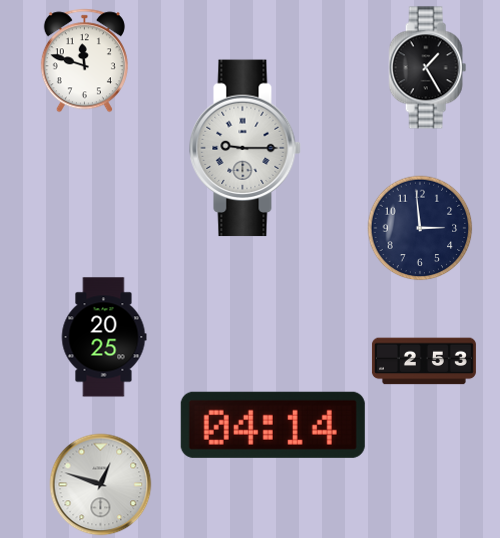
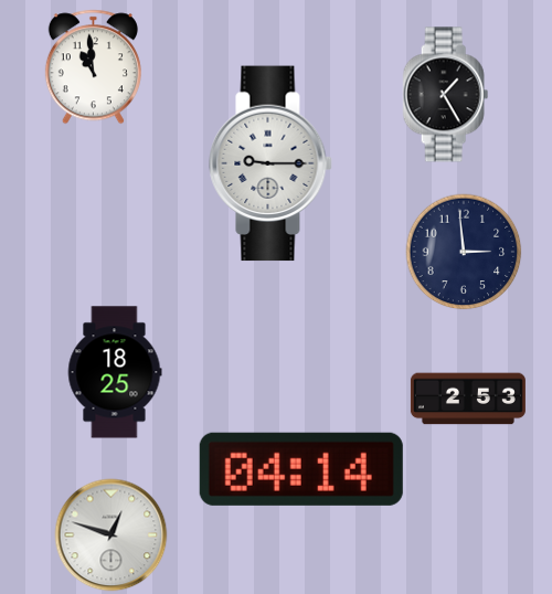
clock at (84, 61): 11:48 -> 10:59
clock at (428, 68) position: (428, 68) -> (446, 95)
clock at (104, 337): 20:25 -> 18:25
